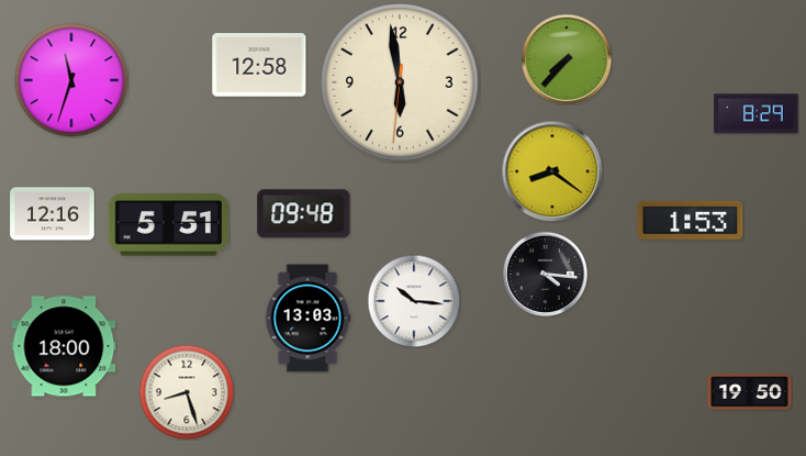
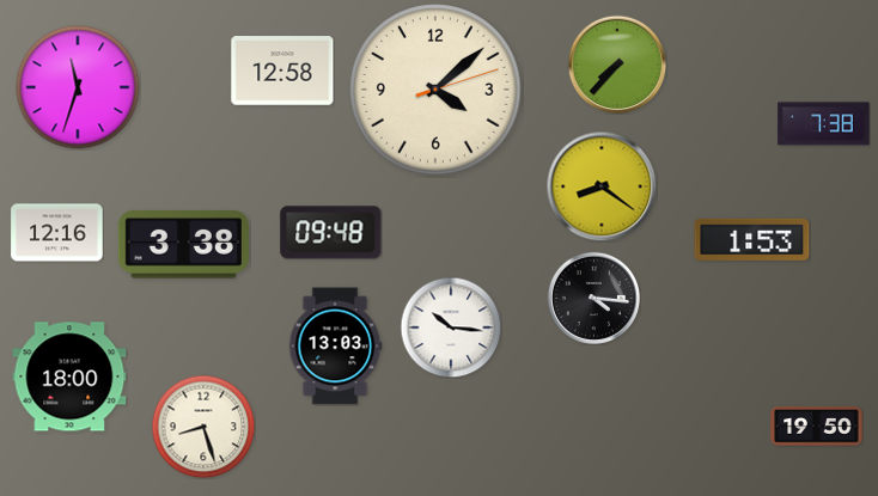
clock at (400, 82): 5:58 -> 4:08
clock at (757, 114): 8:29 -> 7:38
clock at (168, 225): 5:51 -> 3:38
